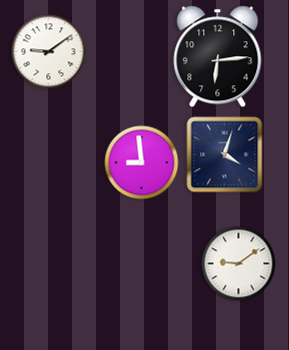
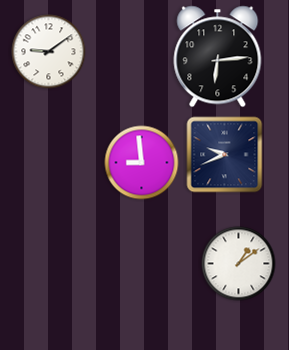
clock at (225, 155): 4:03 -> 9:41
clock at (239, 264): 9:09 -> 1:09
